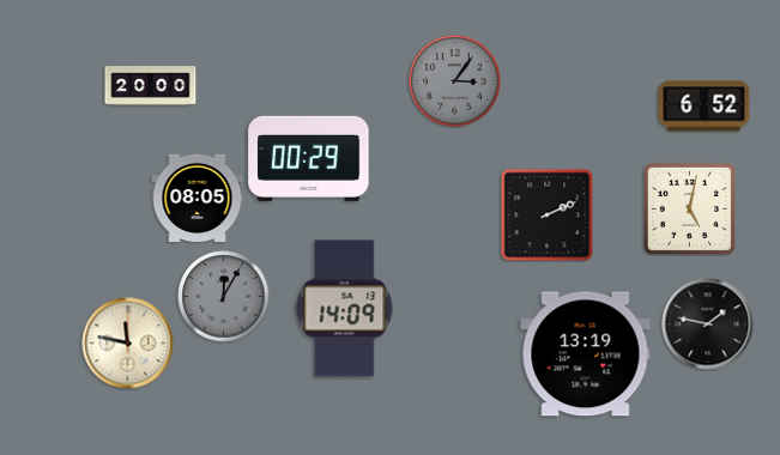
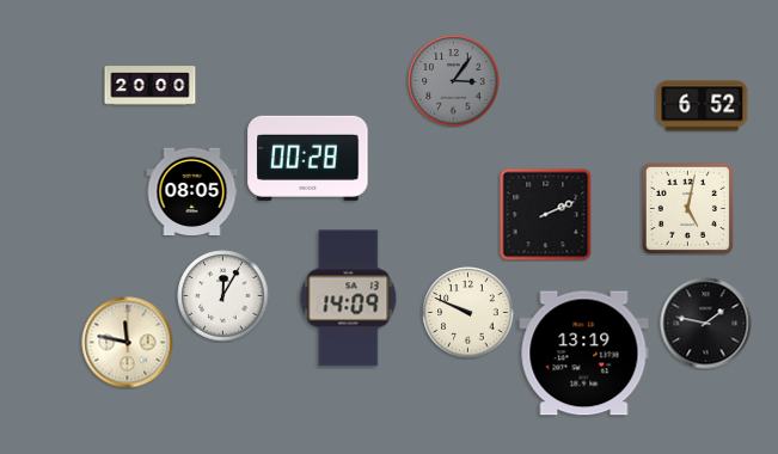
clock at (309, 158): 00:29 -> 00:28
clock at (198, 198) position: (198, 198) -> (192, 191)
clock at (224, 297) dial: grey -> white
clock at (345, 309) position: (345, 309) -> (349, 299)
clock at (468, 313): none -> 9:49
